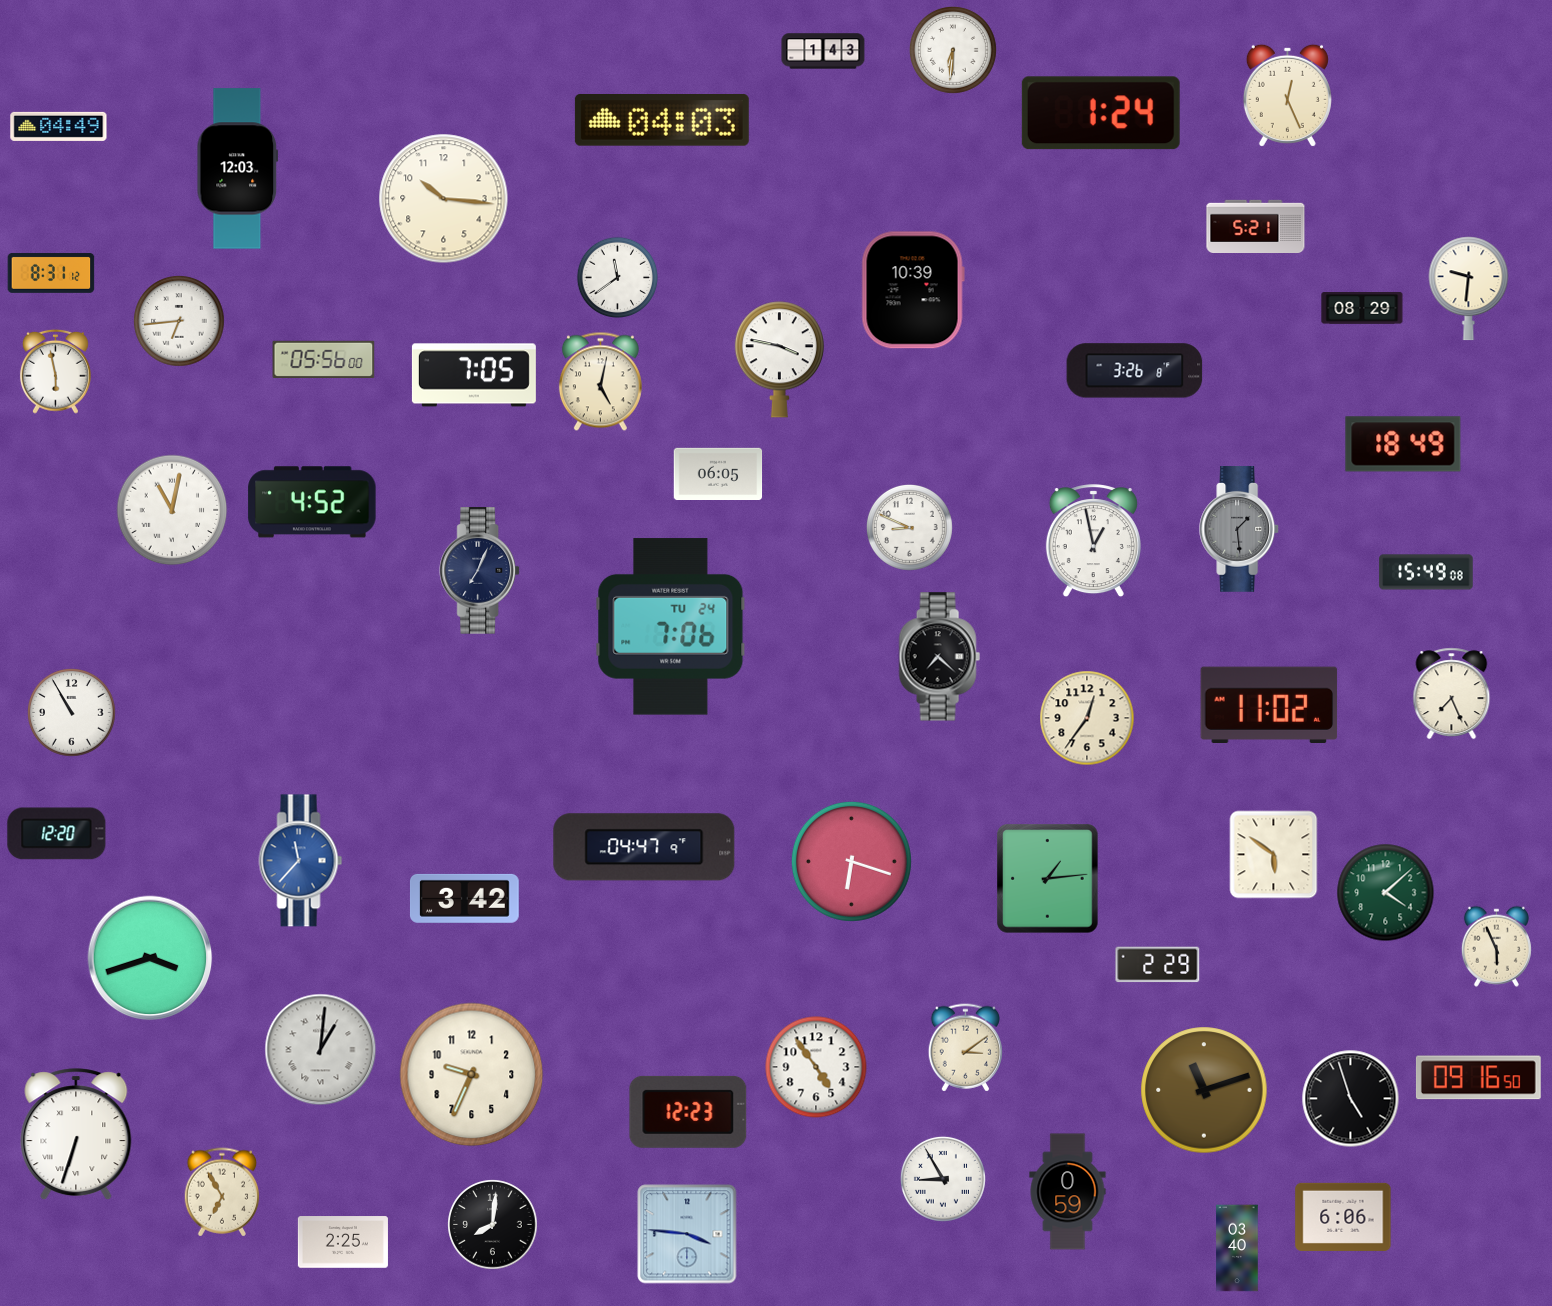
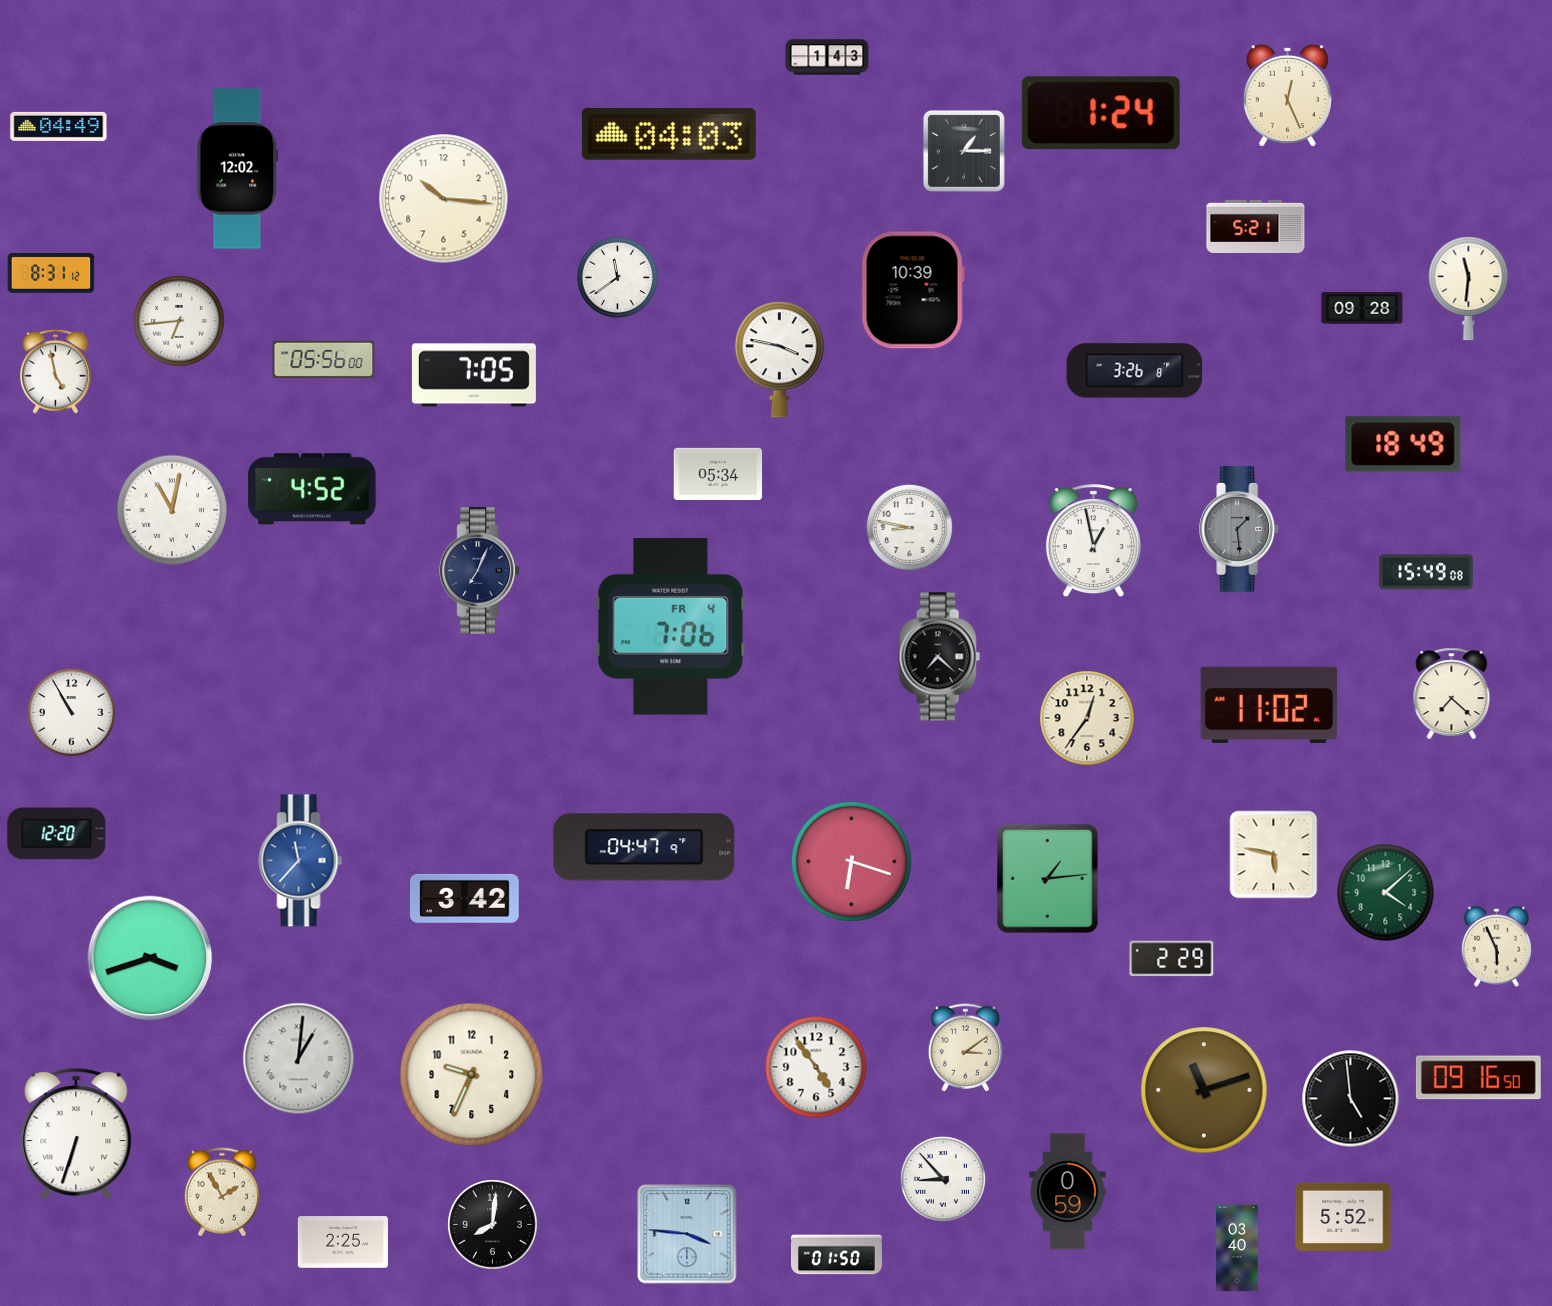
clock at (953, 50): 6:31 -> none
clock at (823, 51) position: (823, 51) -> (827, 57)
clock at (662, 121) position: (662, 121) -> (669, 135)
clock at (964, 151): none -> 1:15
clock at (238, 169): 12:03 -> 12:02
clock at (1469, 289): 9:31 -> 11:31
clock at (1362, 308): 08:29 -> 09:28
clock at (55, 371): 5:58 -> 4:58
clock at (600, 382): 5:02 -> none
clock at (718, 473): 06:05 -> 05:34
clock at (312, 502) position: (312, 502) -> (312, 489)
clock at (909, 527): 8:49 -> 8:47
clock at (671, 627) date: TU 24 -> FR 4
clock at (1452, 694): 7:26 -> 7:22
clock at (1274, 855): 5:51 -> 5:47
clock at (1158, 965) position: (1158, 965) -> (1172, 959)
clock at (321, 1050) position: (321, 1050) -> (299, 1059)
clock at (1351, 1099): 4:57 -> 4:59
clock at (688, 1112): 12:23 -> none
clock at (943, 1179): 8:55 -> 8:53
clock at (222, 1192): 6:55 -> 1:55
clock at (1343, 1217): 6:06 -> 5:52
clock at (836, 1255): none -> 01:50
